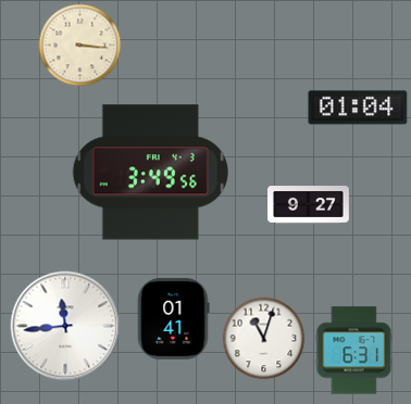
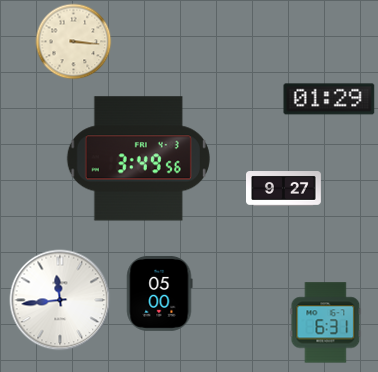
clock at (358, 108): 01:04 -> 01:29
clock at (174, 318): 01:41 -> 05:00
clock at (264, 339): 11:03 -> none
